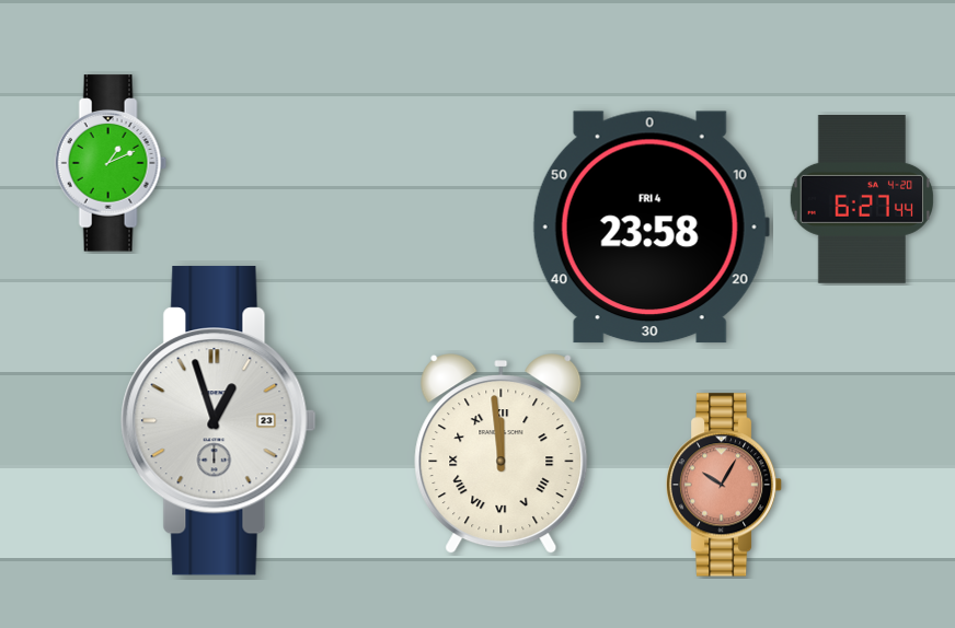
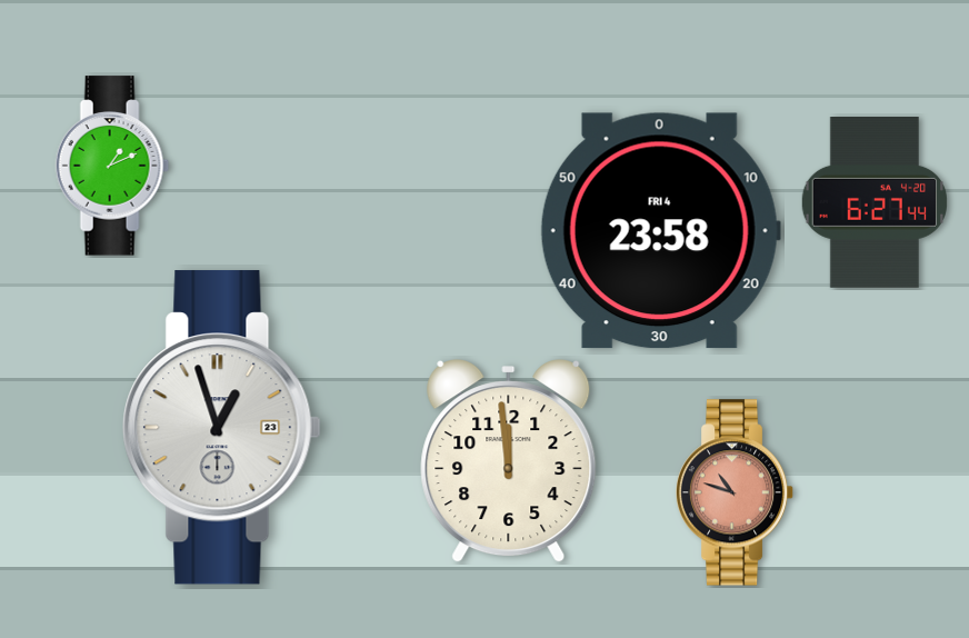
clock at (502, 454) numerals: Roman -> Arabic
clock at (724, 485): 10:05 -> 10:48
